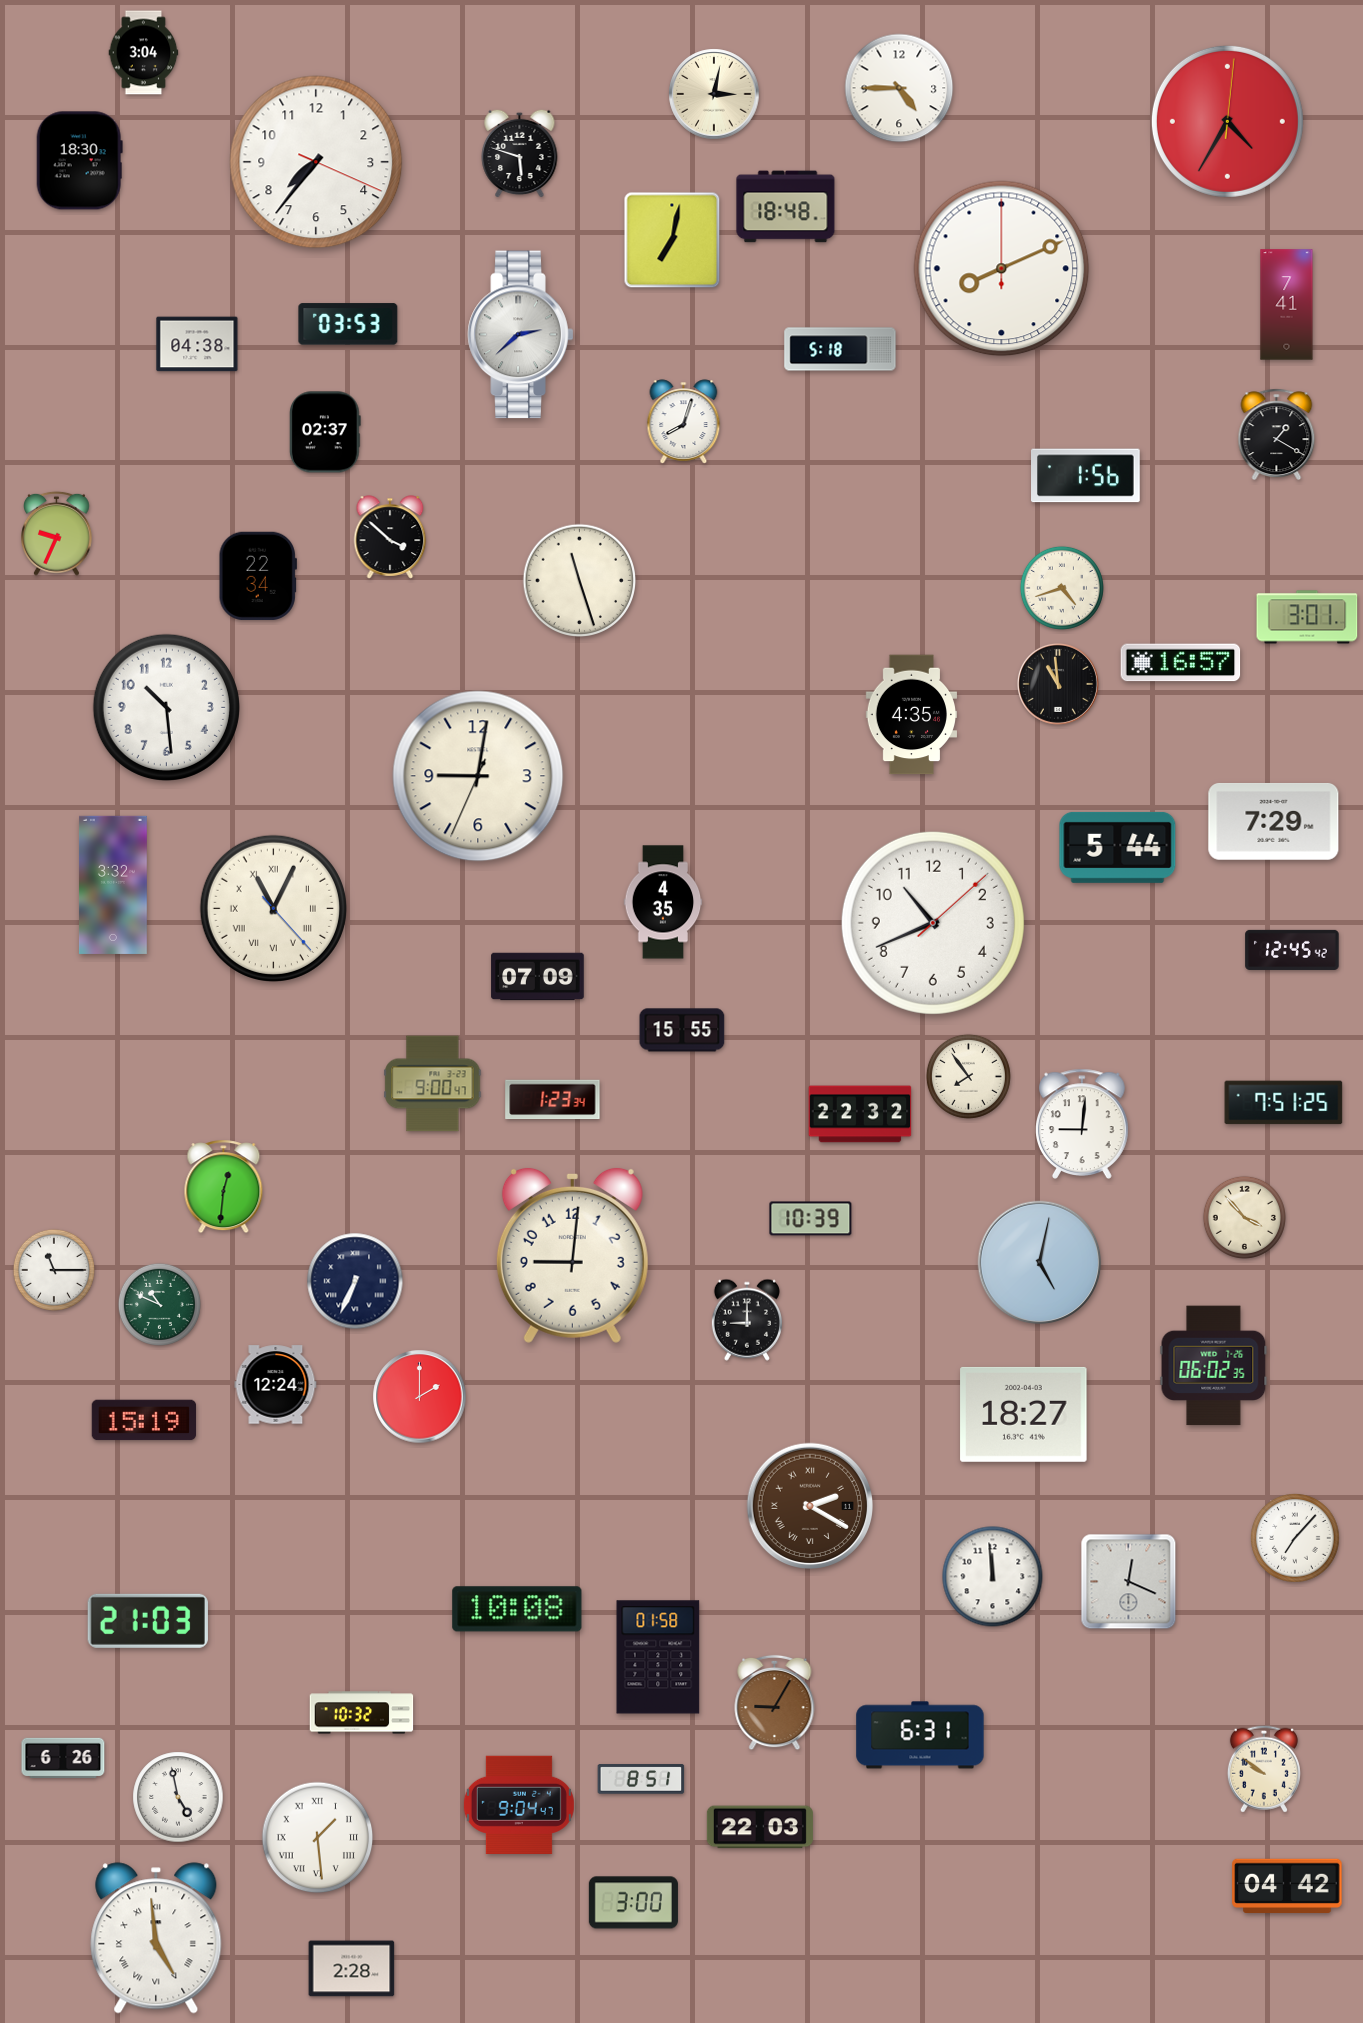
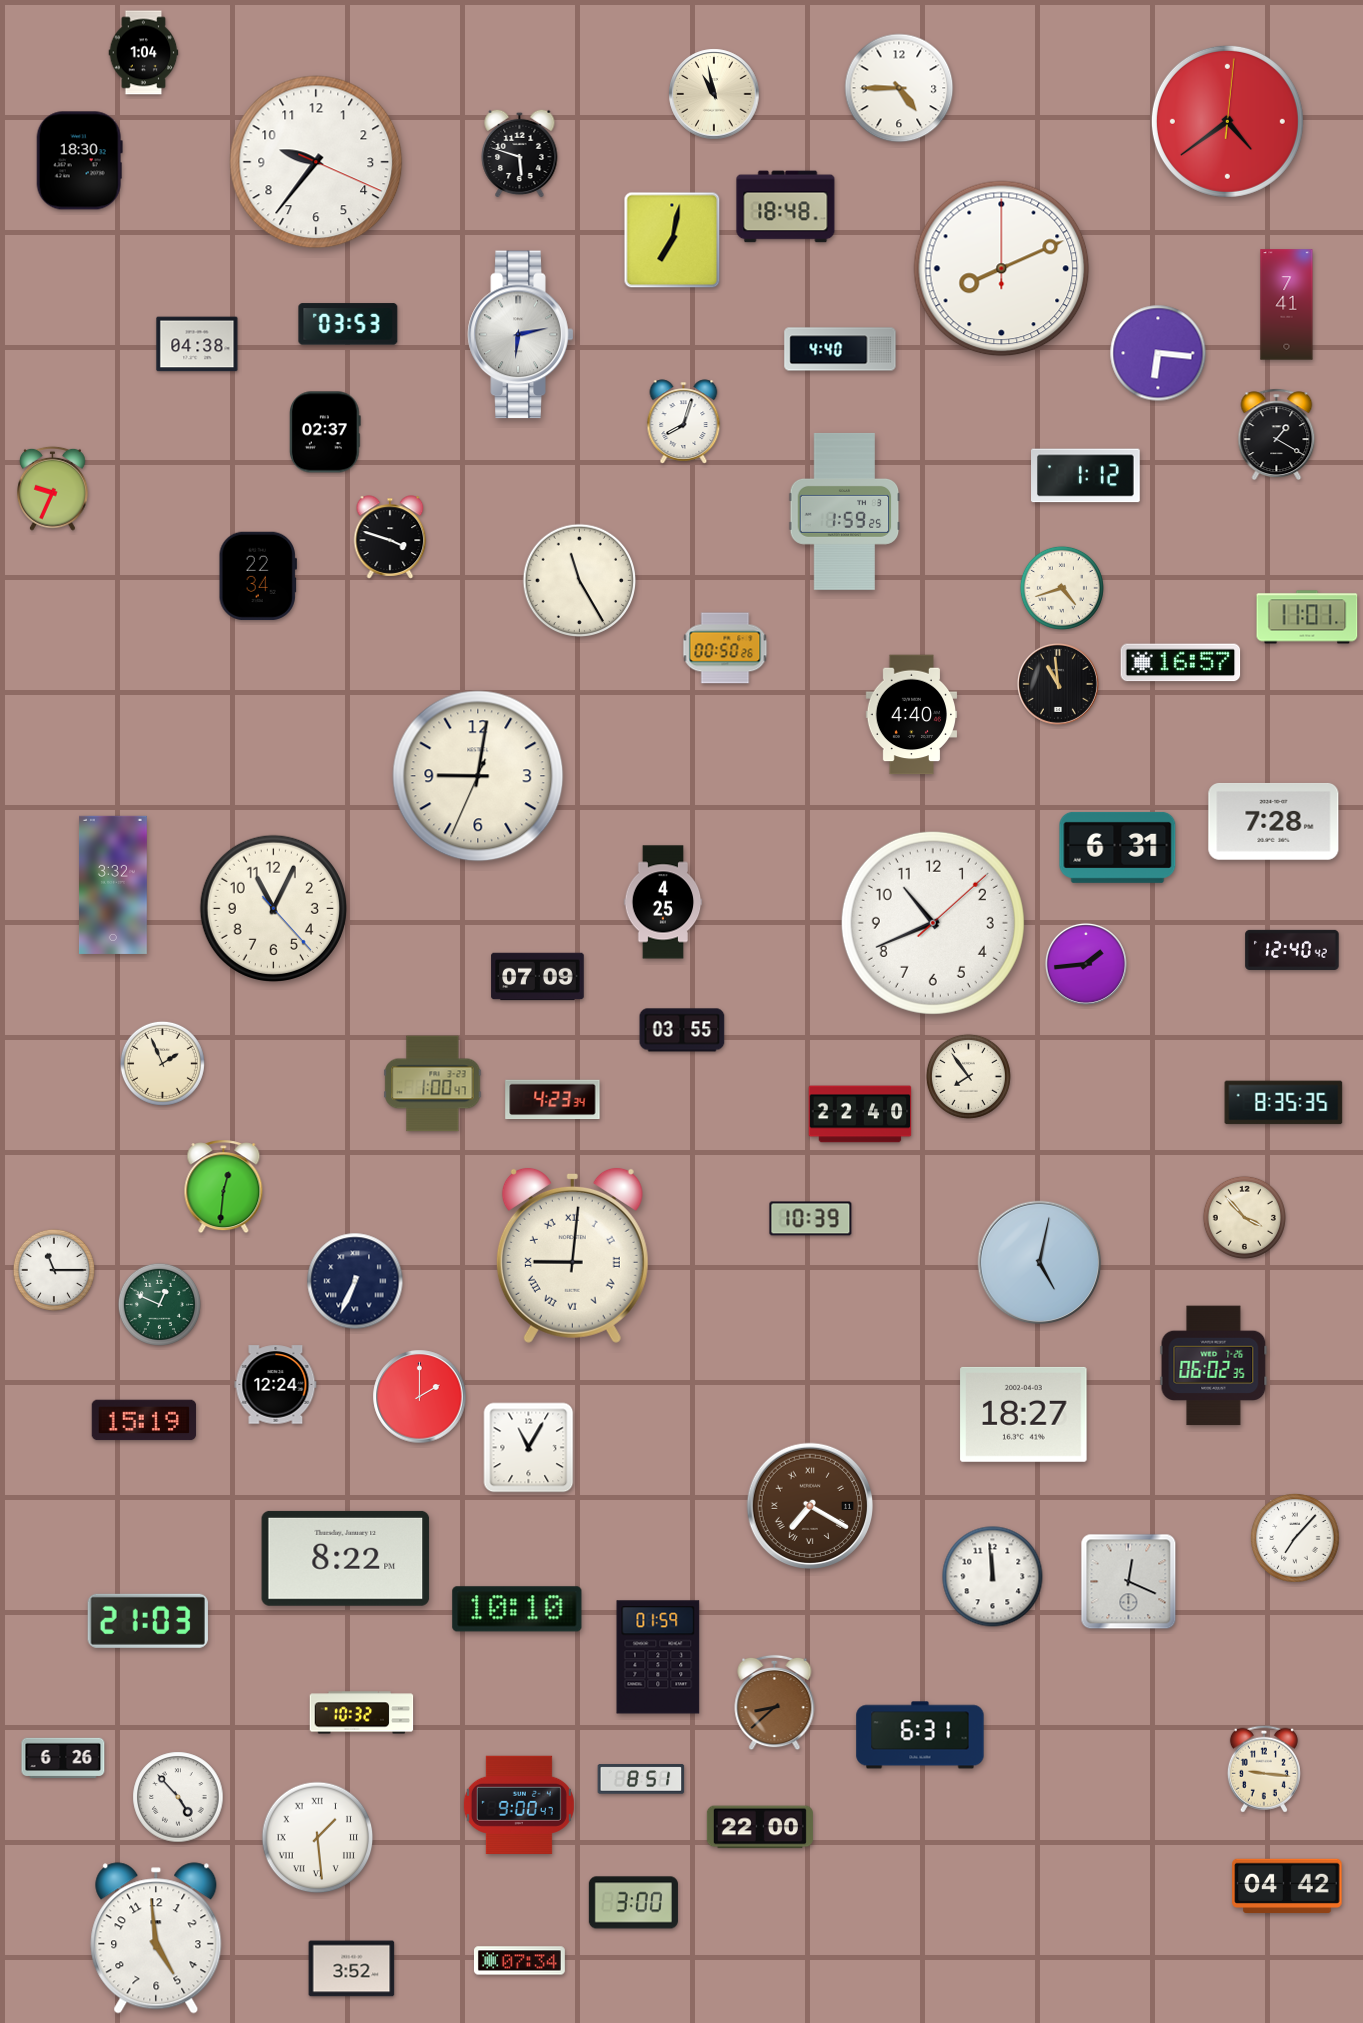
clock at (144, 53): 3:04 -> 1:04
clock at (714, 94): 3:02 -> 10:58
clock at (1227, 121): 4:35 -> 4:39
clock at (316, 162): 7:36 -> 9:36
clock at (521, 335): 2:38 -> 6:13
clock at (840, 349): 5:18 -> 4:40
clock at (1158, 353): none -> 6:16
clock at (1086, 476): 1:56 -> 1:12
clock at (845, 511): none -> 1:59
clock at (57, 533) position: (57, 533) -> (53, 488)
clock at (390, 537): 3:52 -> 3:48
clock at (580, 581): 11:27 -> 11:25
clock at (1307, 617): 3:01 -> 11:01
clock at (725, 648): none -> 00:50
clock at (166, 707): 10:29 -> none
clock at (911, 715): 4:35 -> 4:40
clock at (1274, 822): 7:29 -> 7:28
clock at (1118, 847): 5:44 -> 6:31
clock at (663, 902): 4:35 -> 4:25
clock at (273, 908) numerals: Roman -> Arabic
clock at (1292, 950): 12:45 -> 12:40
clock at (1086, 964): none -> 1:44
clock at (682, 1030): 15:55 -> 03:55
clock at (162, 1063): none -> 1:56
clock at (433, 1084): 9:00 -> 1:00
clock at (553, 1100): 1:23 -> 4:23
clock at (1284, 1103): 7:51 -> 8:35
clock at (860, 1114): 22:32 -> 22:40
clock at (1083, 1124): 9:01 -> none
clock at (572, 1255) numerals: Arabic -> Roman
clock at (159, 1304): 10:49 -> 12:49
clock at (747, 1320): 9:00 -> none
clock at (529, 1448): none -> 11:05
clock at (809, 1505): 2:20 -> 7:20
clock at (346, 1558): none -> 8:22
clock at (517, 1609): 10:08 -> 10:10
clock at (658, 1657): 01:58 -> 01:59
clock at (775, 1703): 9:05 -> 8:38
clock at (1264, 1769): 9:51 -> 9:16
clock at (178, 1797): 4:58 -> 4:53
clock at (519, 1804): 9:04 -> 9:00
clock at (760, 1827): 22:03 -> 22:00
clock at (156, 1938) numerals: Roman -> Arabic
clock at (519, 1961): none -> 07:34
clock at (352, 1969): 2:28 -> 3:52
